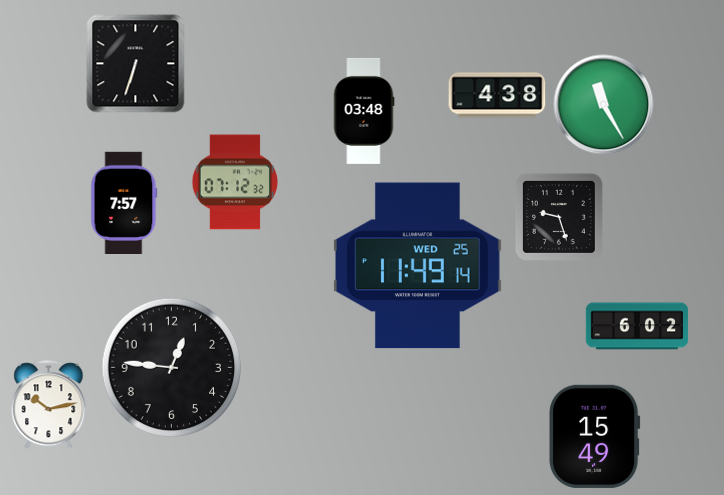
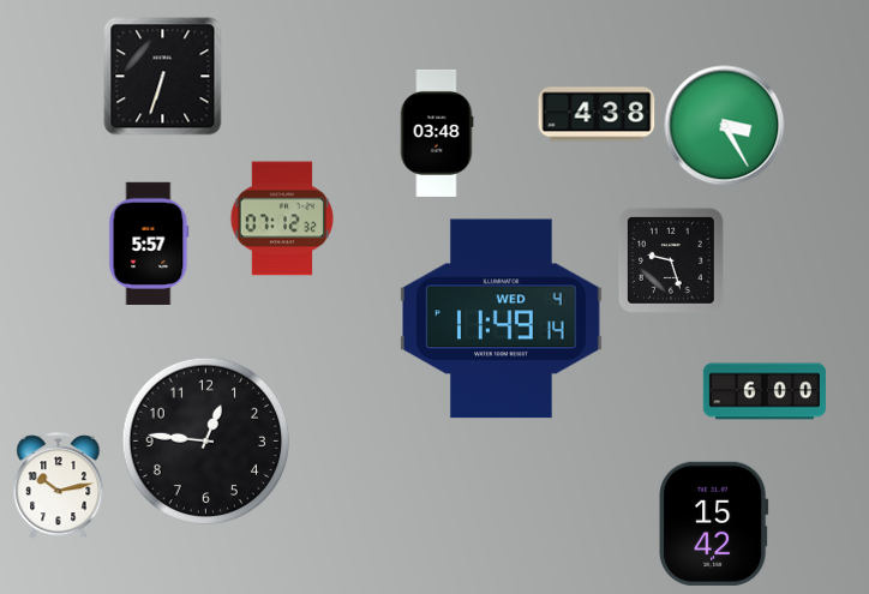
clock at (604, 105): 11:25 -> 3:25
clock at (124, 202): 7:57 -> 5:57
clock at (417, 266) date: WED 25 -> WED 4
clock at (637, 326): 6:02 -> 6:00
clock at (595, 436): 15:49 -> 15:42
